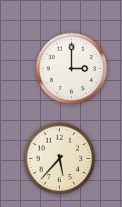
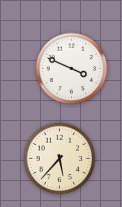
clock at (72, 69): 3:00 -> 3:49
